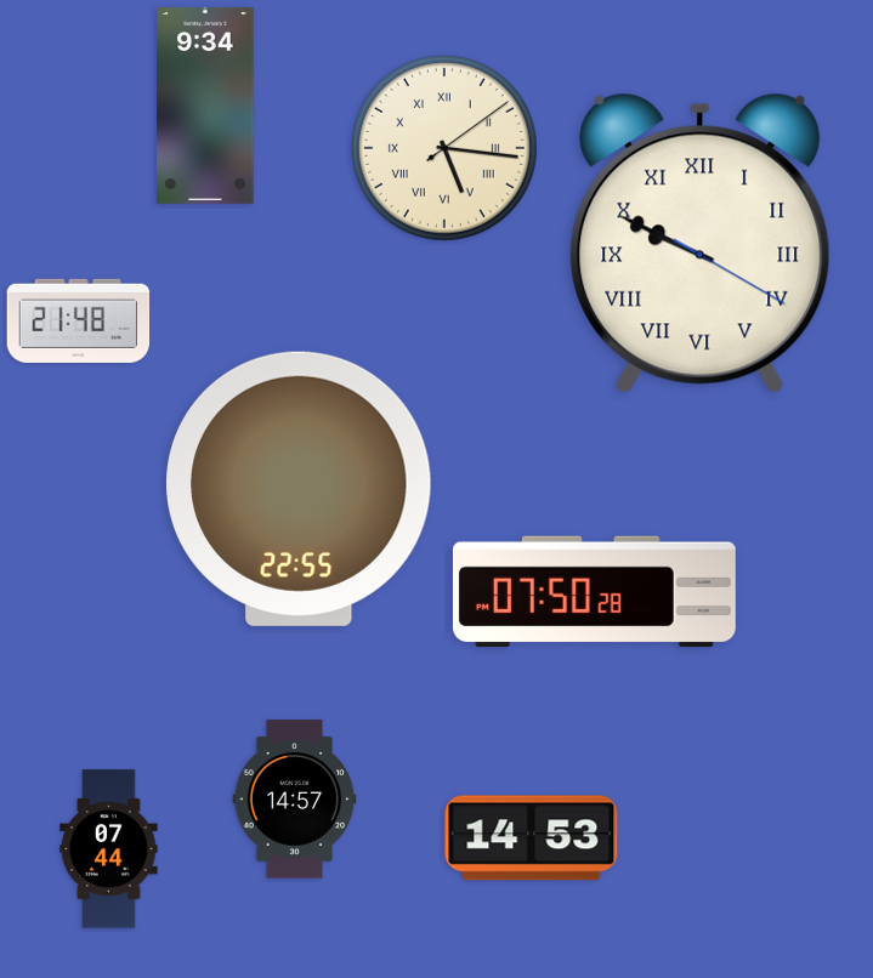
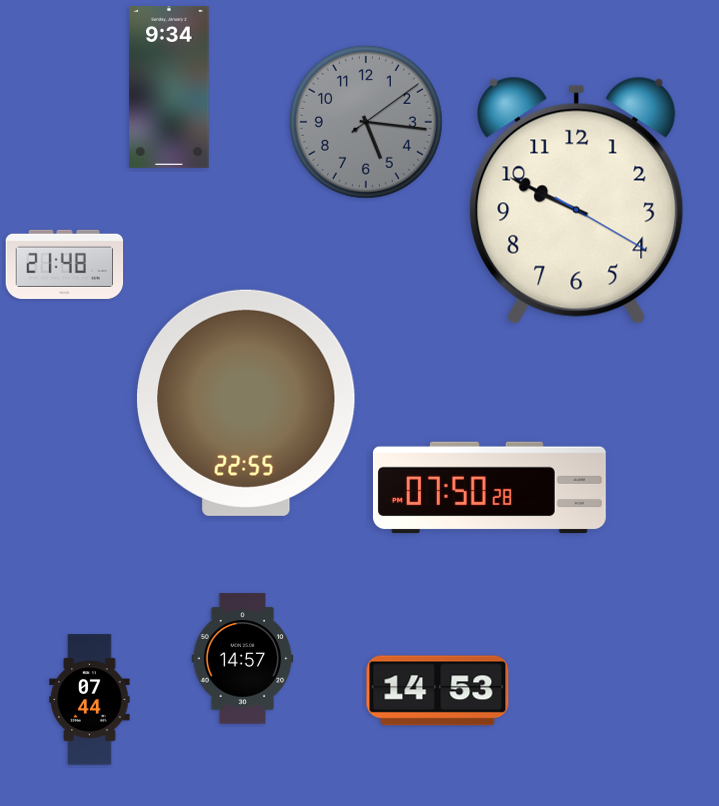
clock at (444, 148) dial: cream -> grey
clock at (444, 148) numerals: Roman -> Arabic
clock at (701, 243) numerals: Roman -> Arabic
